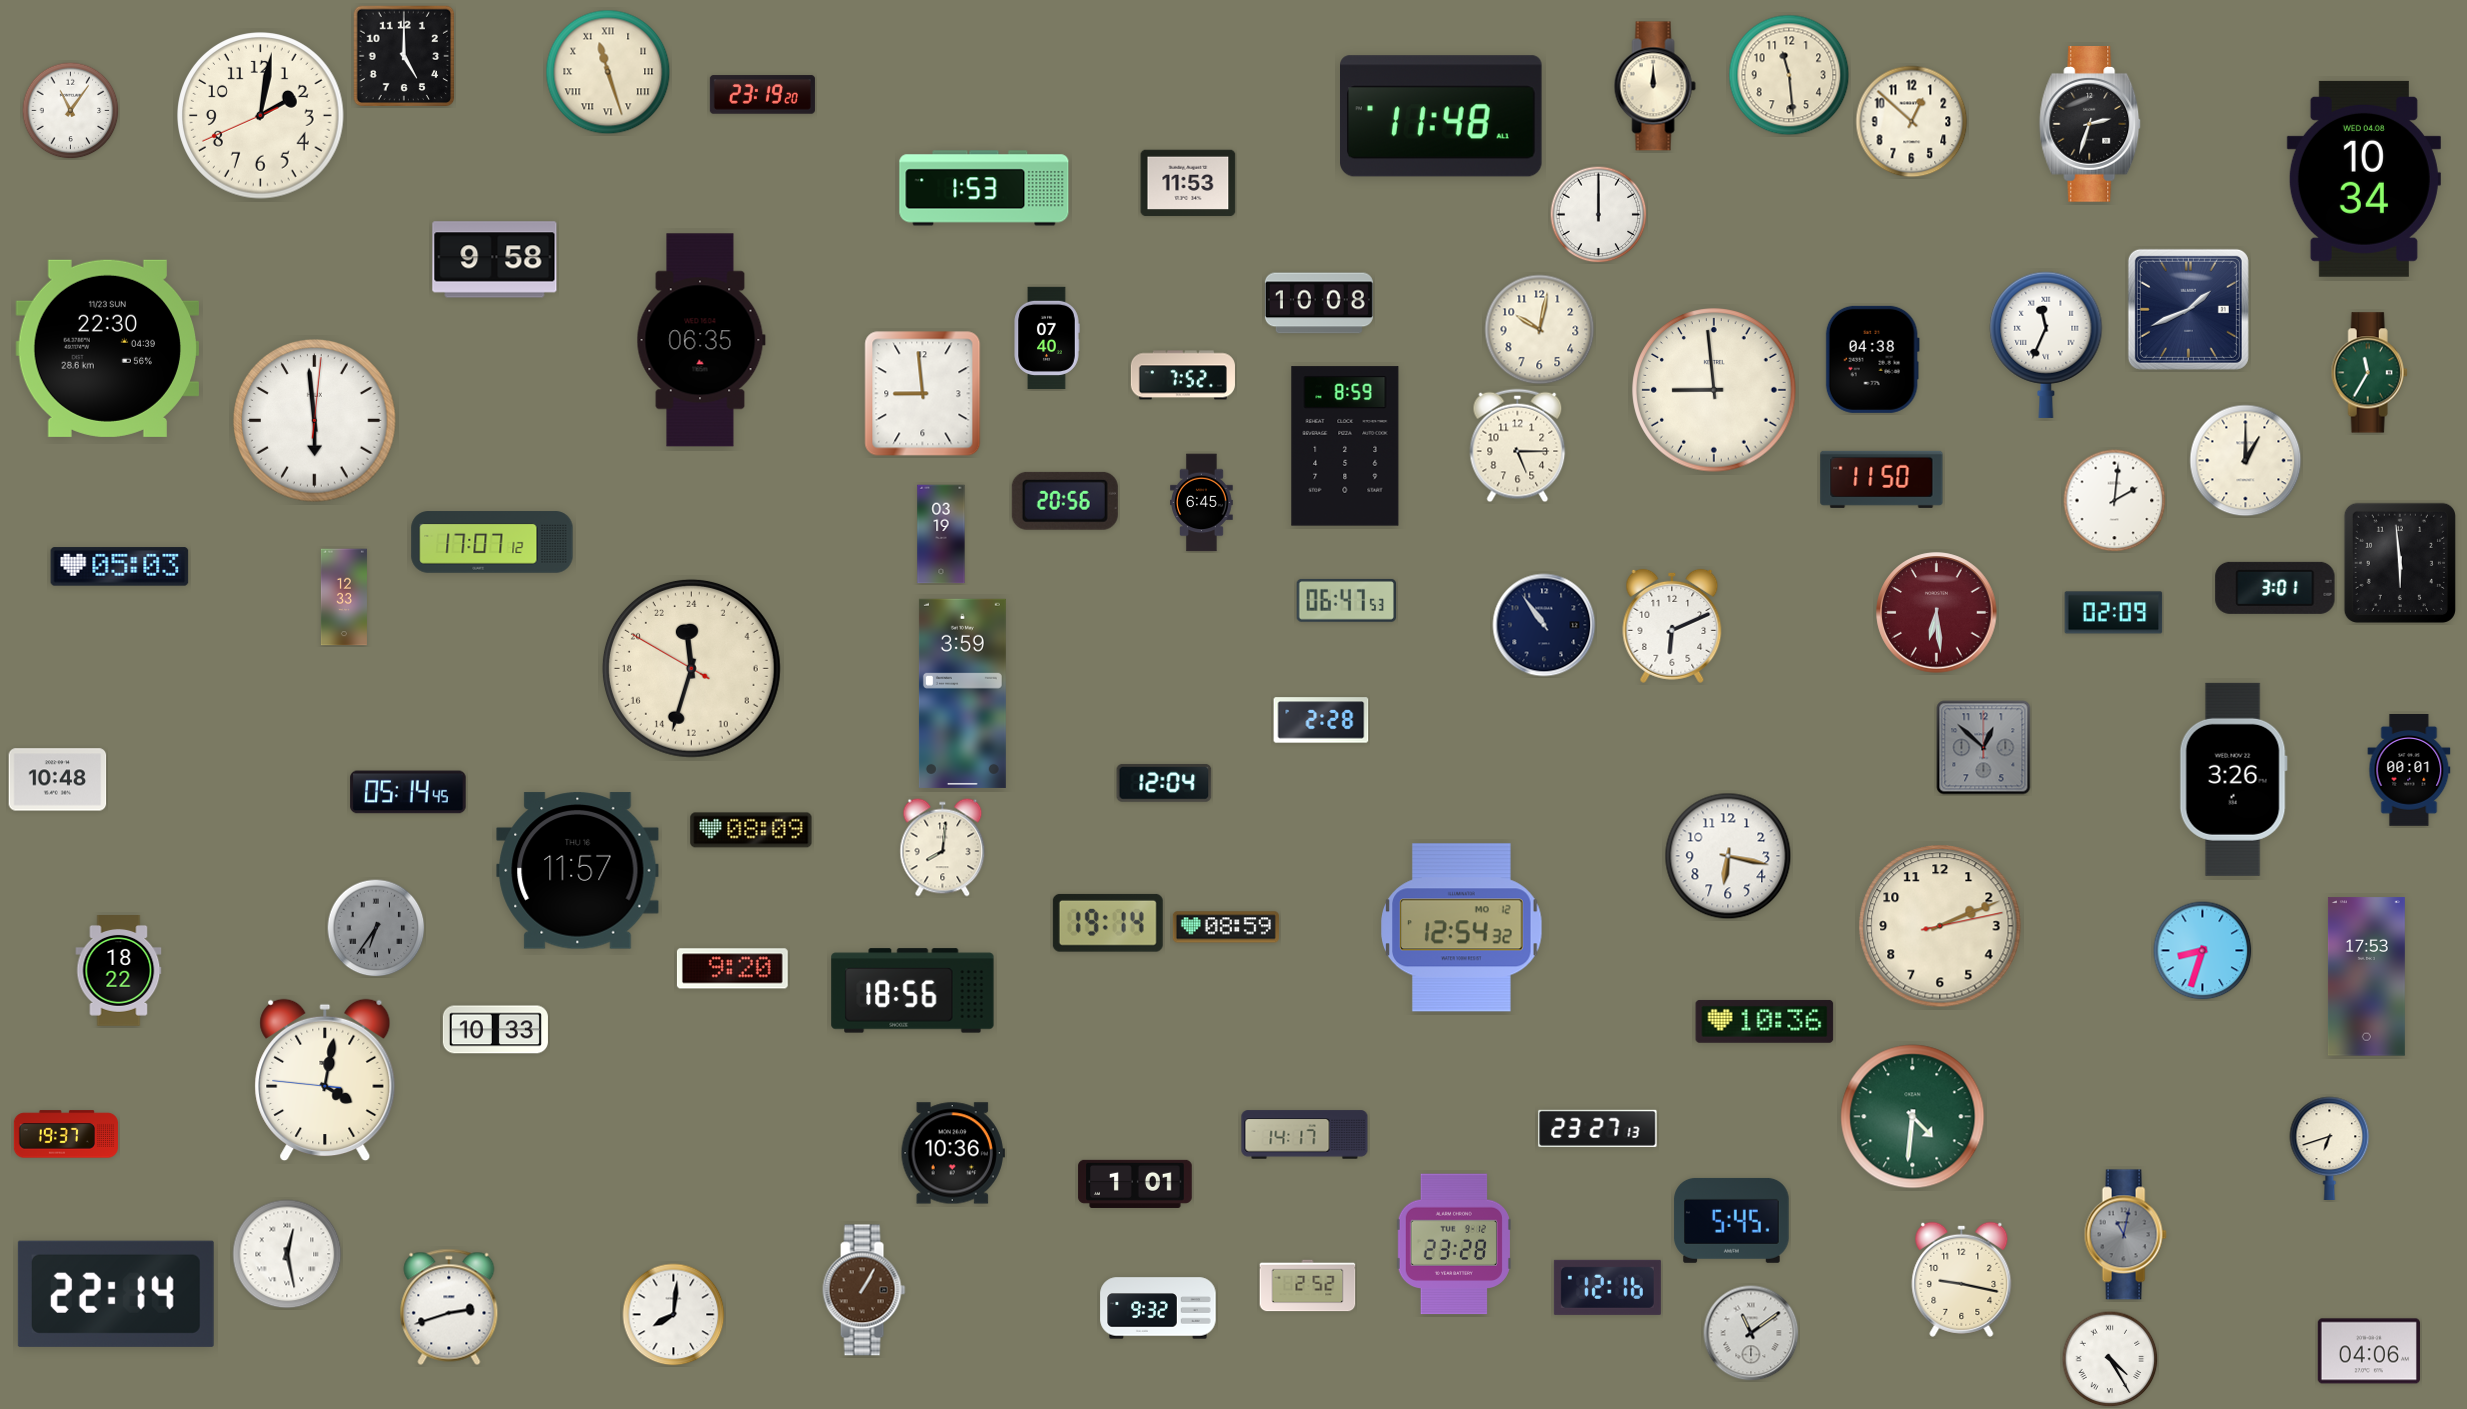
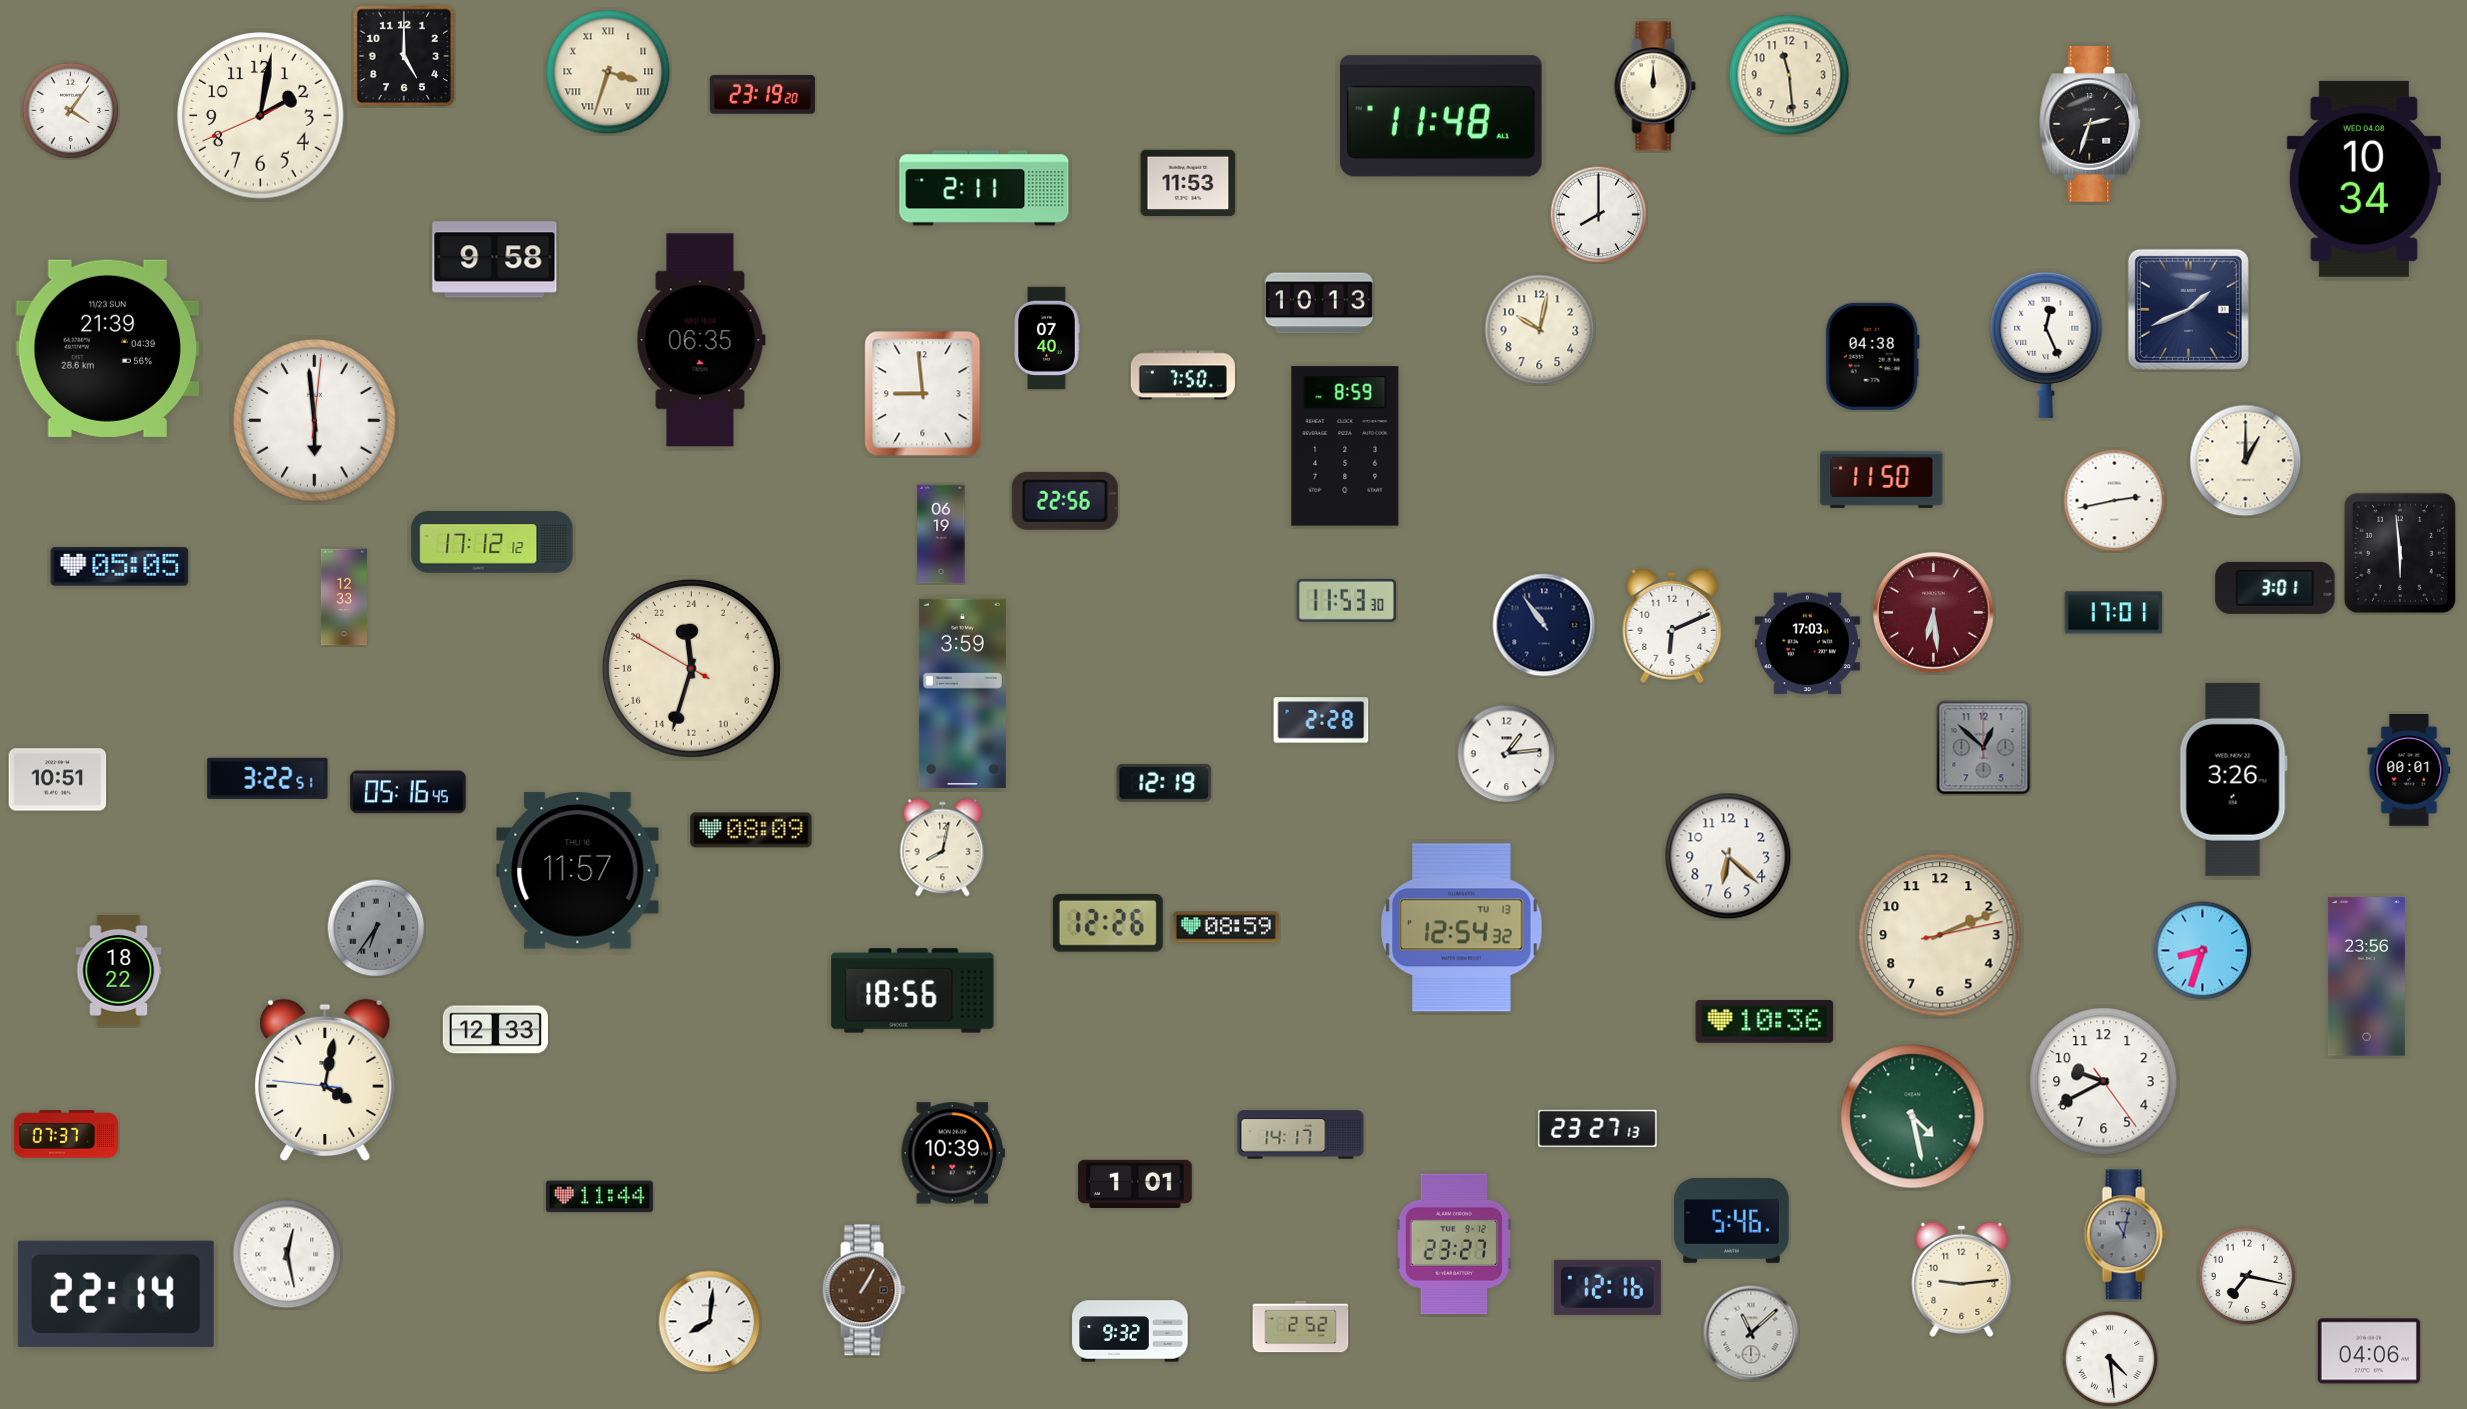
clock at (608, 72): 11:27 -> 3:33
clock at (70, 110): 11:06 -> 4:06
clock at (1912, 122): 12:52 -> none
clock at (984, 188): 1:53 -> 2:11
clock at (1598, 214): 12:00 -> 8:00
clock at (1319, 303): 10:08 -> 10:13
clock at (2046, 345): 11:34 -> 12:26
clock at (107, 348): 22:30 -> 21:39
clock at (1872, 359) position: (1872, 359) -> (1872, 356)
clock at (2369, 373): 11:35 -> none
clock at (1183, 375): 7:52 -> 7:50
clock at (1714, 390): 8:59 -> none
clock at (1518, 446): 5:15 -> none
clock at (1065, 501): 20:56 -> 22:56
clock at (2115, 501): 2:01 -> 2:43
clock at (1202, 503): 6:45 -> none
clock at (941, 534): 03:19 -> 06:19
clock at (492, 542): 17:07 -> 17:12
clock at (2400, 563) position: (2400, 563) -> (2400, 553)
clock at (120, 567): 05:03 -> 05:05
clock at (1347, 600): 06:47 -> 11:53
clock at (1937, 613) position: (1937, 613) -> (1934, 613)
clock at (2114, 613): 02:09 -> 17:01
clock at (1807, 644): none -> 17:03
clock at (1507, 754): none -> 1:14
clock at (268, 778): none -> 3:22
clock at (58, 780): 10:48 -> 10:51
clock at (1164, 783): 12:04 -> 12:19
clock at (408, 792): 05:14 -> 05:16
clock at (943, 848): 8:01 -> 8:02
clock at (1728, 856): 6:17 -> 6:22
clock at (1108, 923): 19:14 -> 12:26
clock at (1940, 926) position: (1940, 926) -> (1940, 935)
clock at (1462, 928) date: MO 12 -> TU 13
clock at (732, 969): 9:20 -> none
clock at (2366, 977): 17:53 -> 23:56
clock at (495, 1030): 10:33 -> 12:33
clock at (2104, 1082): none -> 9:40
clock at (1913, 1117): 4:31 -> 4:28
clock at (66, 1134): 19:37 -> 07:37
clock at (1305, 1135) position: (1305, 1135) -> (1301, 1135)
clock at (2330, 1148): 6:42 -> none
clock at (953, 1153): 10:36 -> 10:39
clock at (599, 1197): none -> 11:44
clock at (1732, 1220): 5:45 -> 5:46
clock at (1454, 1244): 23:28 -> 23:27
clock at (2247, 1276): none -> 7:17
clock at (1962, 1279): 9:17 -> 9:14
clock at (1308, 1286) position: (1308, 1286) -> (1301, 1327)
clock at (449, 1307): 2:42 -> none
clock at (1158, 1308) position: (1158, 1308) -> (1130, 1331)
clock at (674, 1315) position: (674, 1315) -> (710, 1322)
clock at (1751, 1333): 11:09 -> 11:08
clock at (2110, 1359): 4:25 -> 4:29
